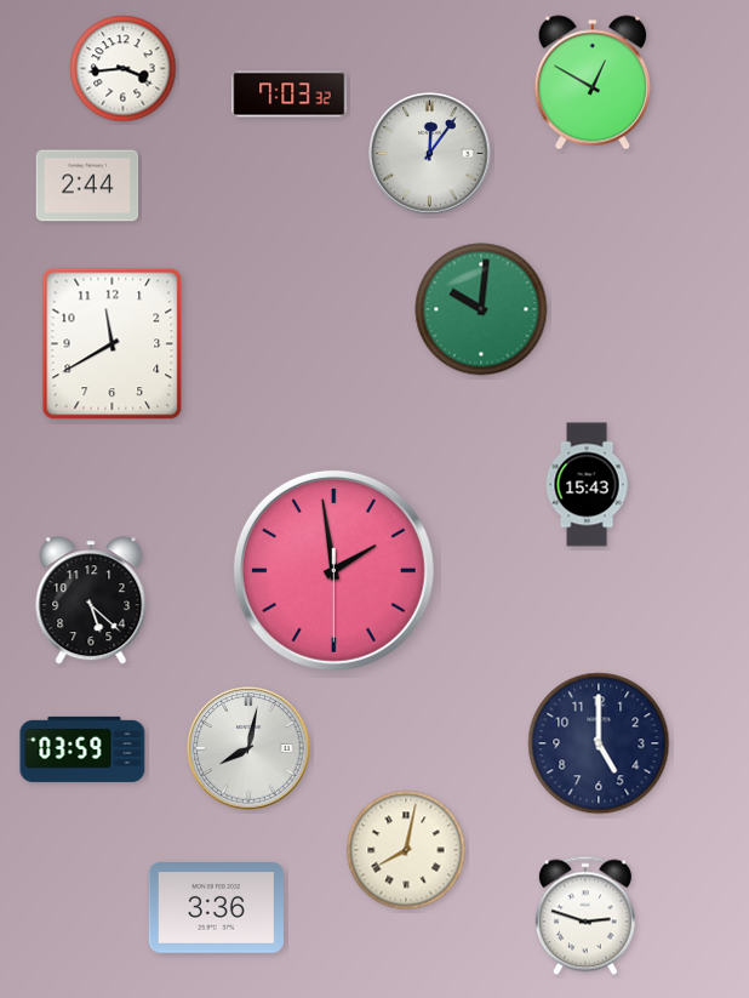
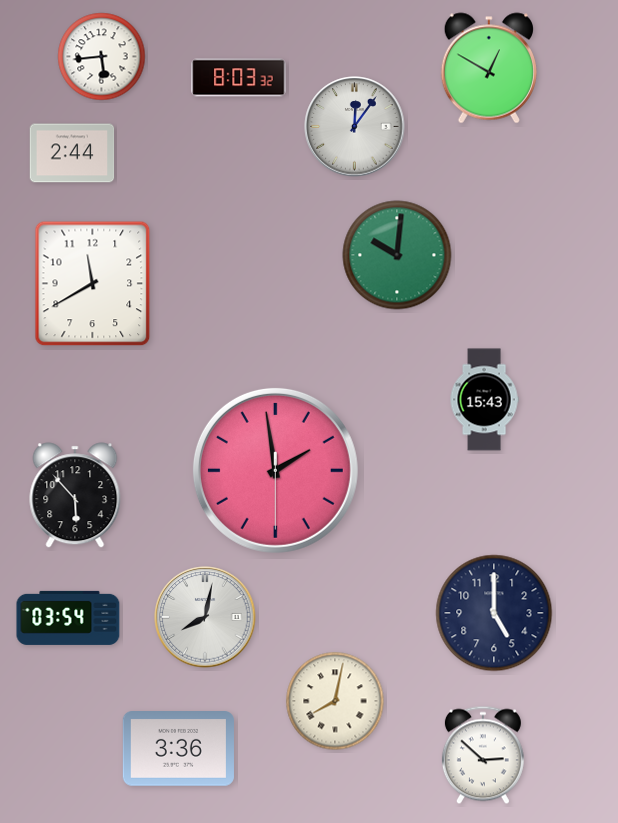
clock at (124, 69): 3:44 -> 5:44
clock at (290, 95): 7:03 -> 8:03
clock at (91, 600): 5:22 -> 5:53
clock at (82, 749): 03:59 -> 03:54
clock at (585, 916): 2:48 -> 2:52
